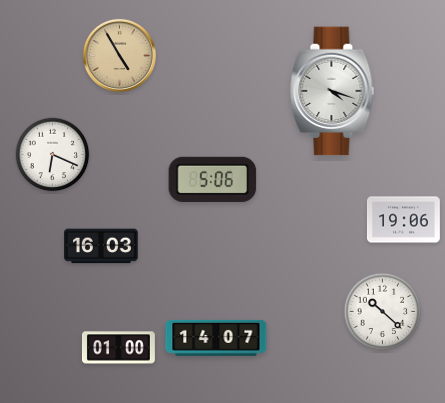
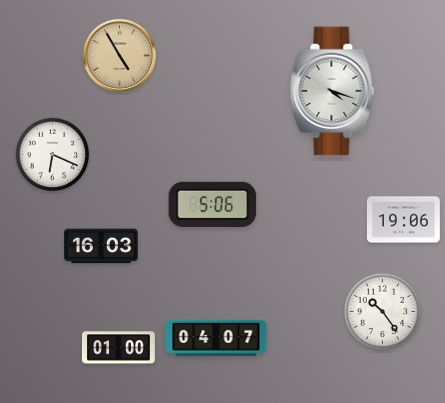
clock at (213, 179) position: (213, 179) -> (213, 204)
clock at (383, 312): 10:22 -> 10:24
clock at (216, 338): 14:07 -> 04:07
